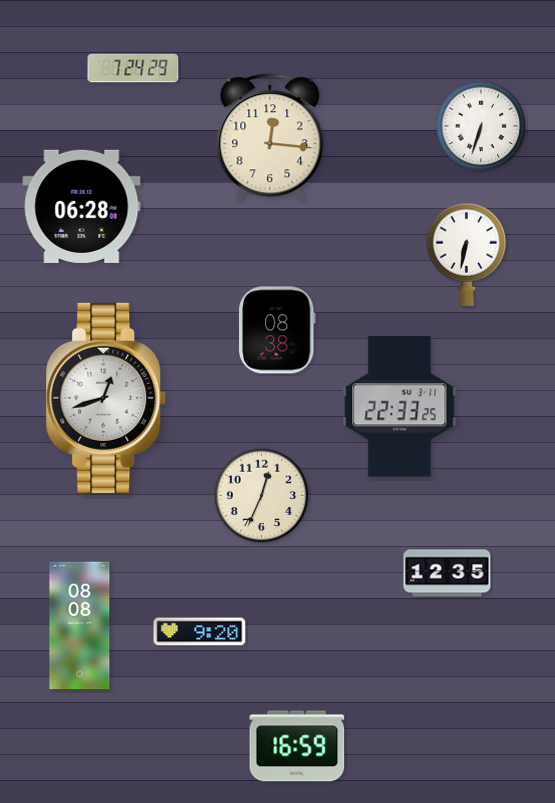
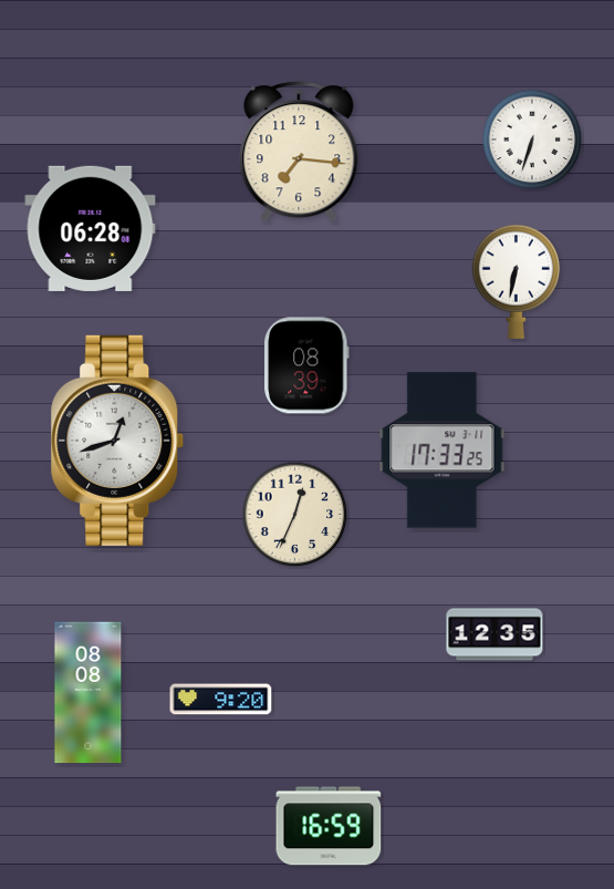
clock at (133, 68): 7:24 -> none
clock at (270, 137): 12:16 -> 7:16
clock at (278, 330): 08:38 -> 08:39
clock at (400, 407): 22:33 -> 17:33
clock at (262, 496) position: (262, 496) -> (295, 515)
